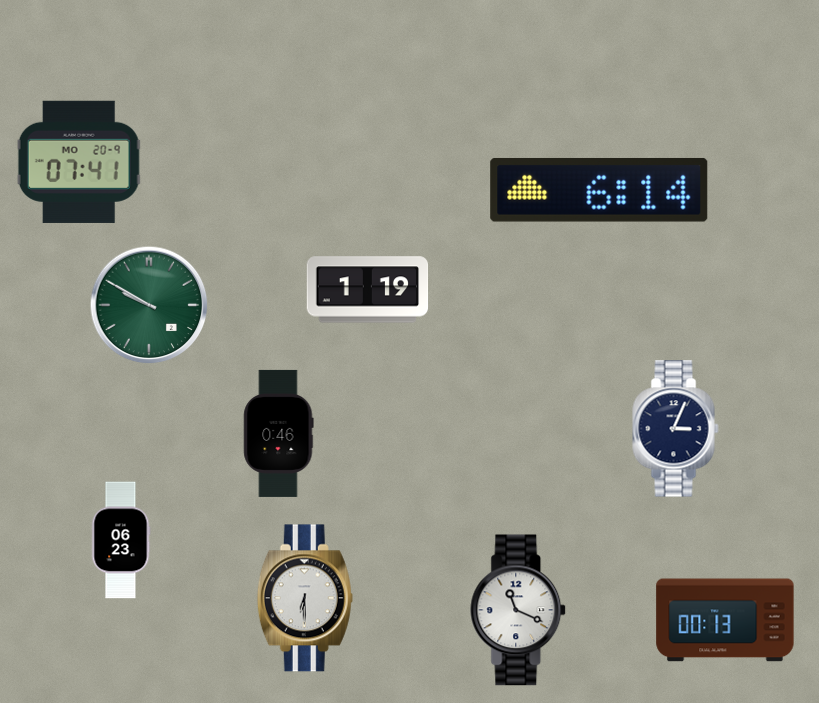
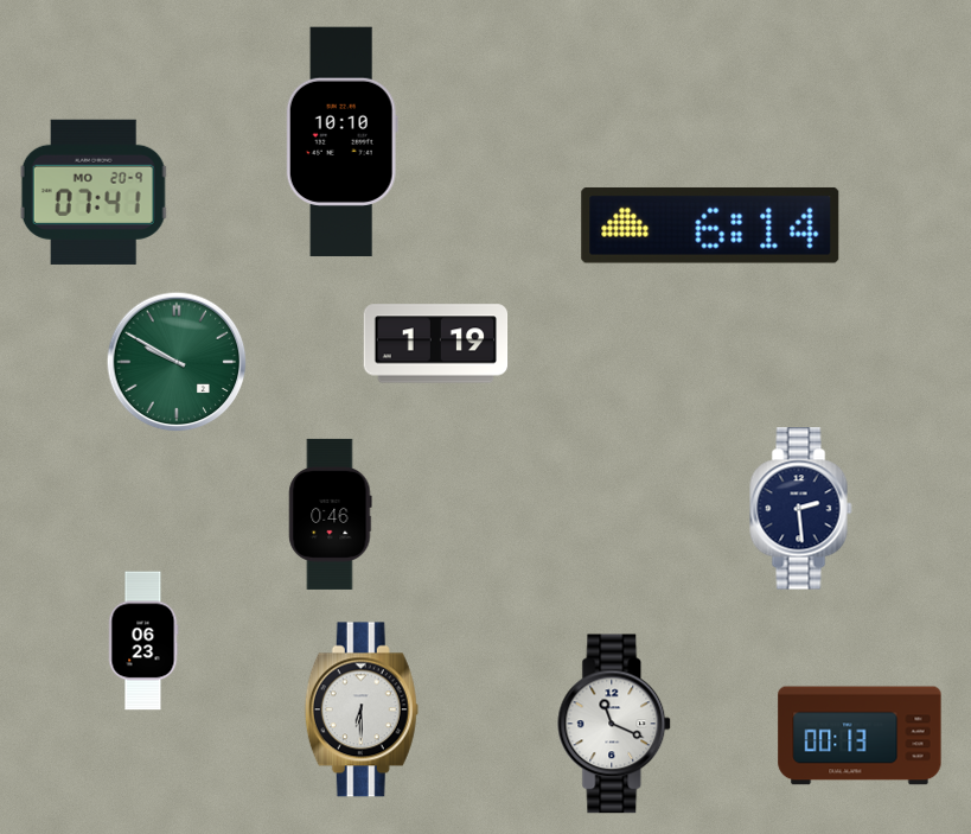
clock at (341, 142): none -> 10:10
clock at (676, 429): 3:04 -> 2:29
